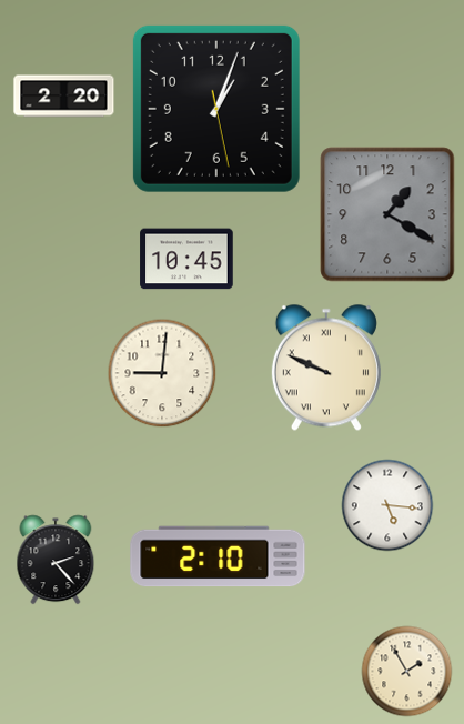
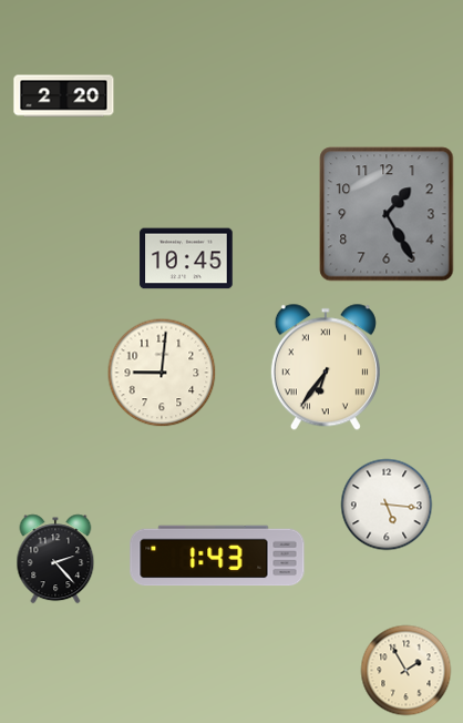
clock at (216, 109): 1:03 -> none
clock at (387, 214): 1:20 -> 1:25
clock at (326, 368): 9:49 -> 6:36
clock at (218, 556): 2:10 -> 1:43
